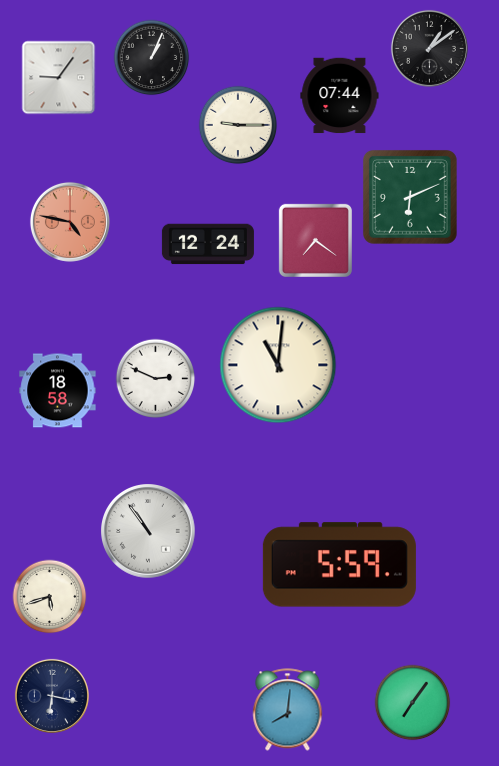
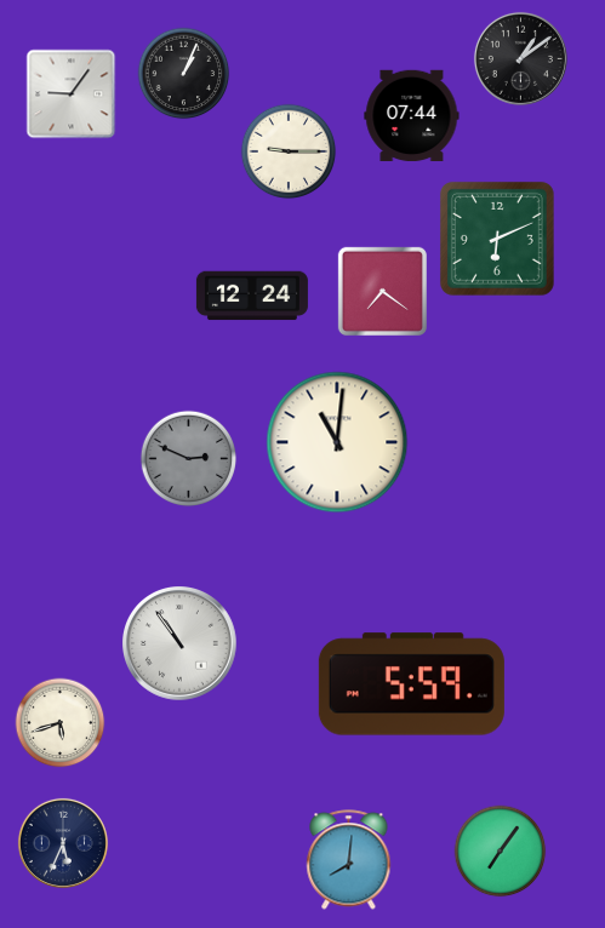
clock at (152, 58) position: (152, 58) -> (184, 74)
clock at (70, 222): 4:47 -> none
clock at (156, 379) dial: white -> grey
clock at (58, 391): 18:58 -> none
clock at (52, 696): 6:17 -> 5:34
